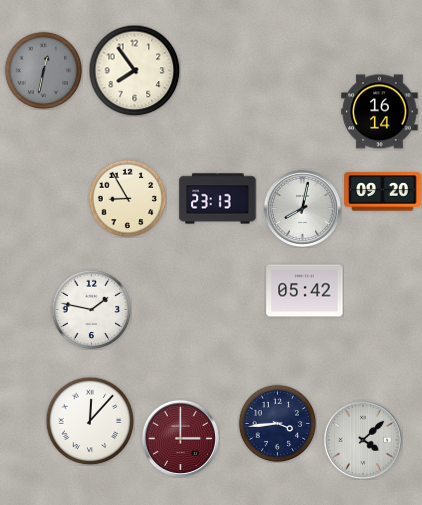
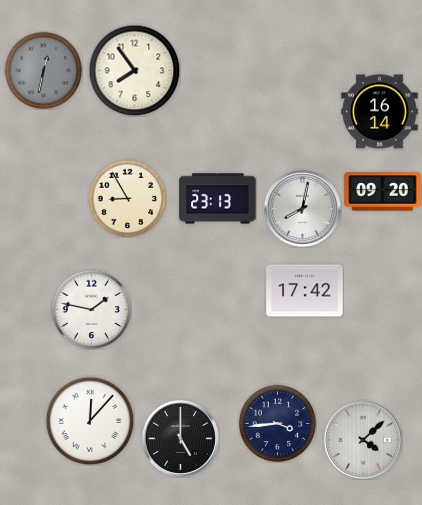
clock at (305, 291): 05:42 -> 17:42
clock at (180, 438): 3:00 -> 5:00
clock at (180, 438) dial: burgundy -> black
